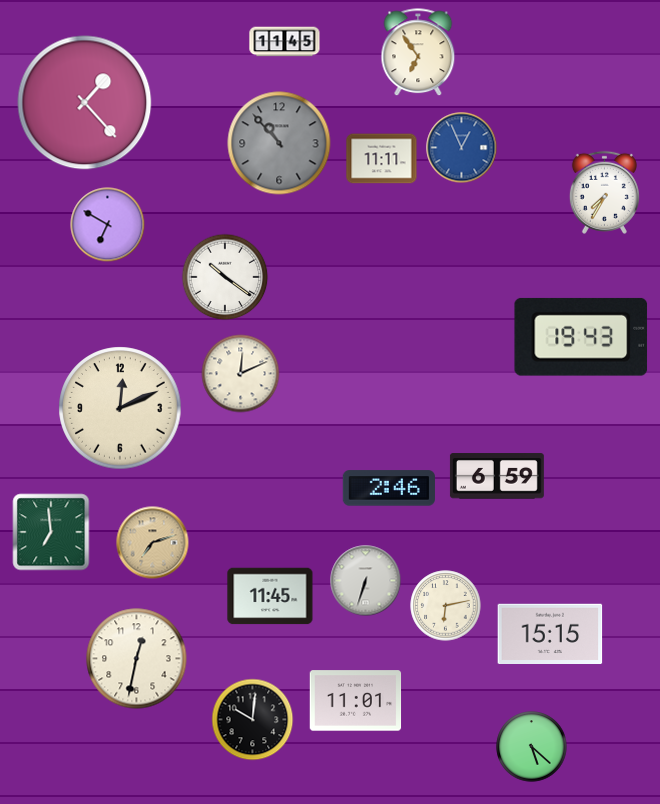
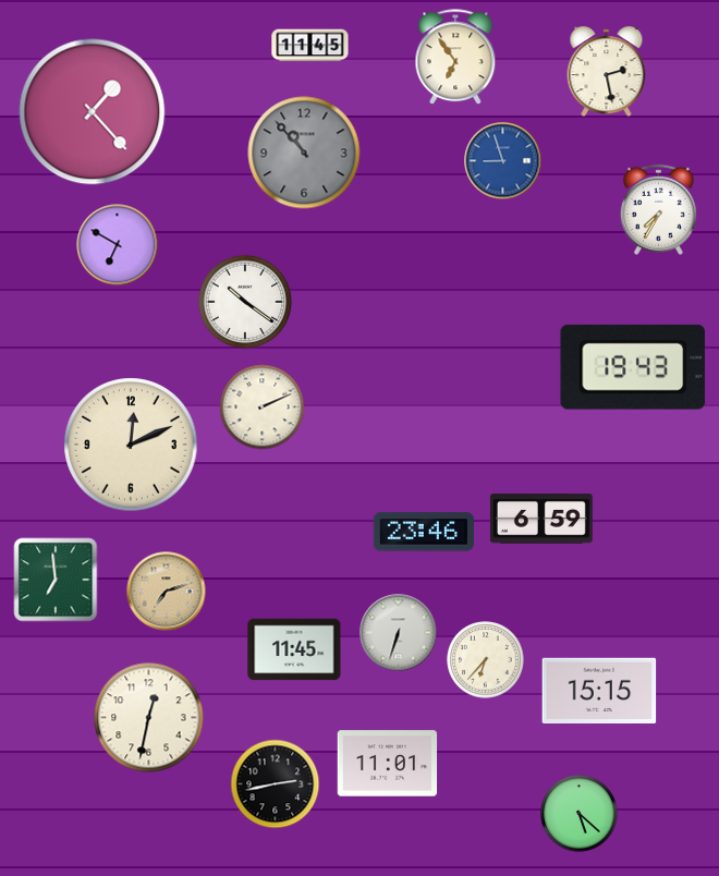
clock at (607, 72): none -> 2:28
clock at (279, 143) position: (279, 143) -> (304, 153)
clock at (462, 148): 12:56 -> 8:57
clock at (382, 159): 11:11 -> none
clock at (241, 374): 12:11 -> 2:11
clock at (389, 488): 2:46 -> 23:46
clock at (446, 606): 6:13 -> 6:37
clock at (253, 720): 10:01 -> 2:43
